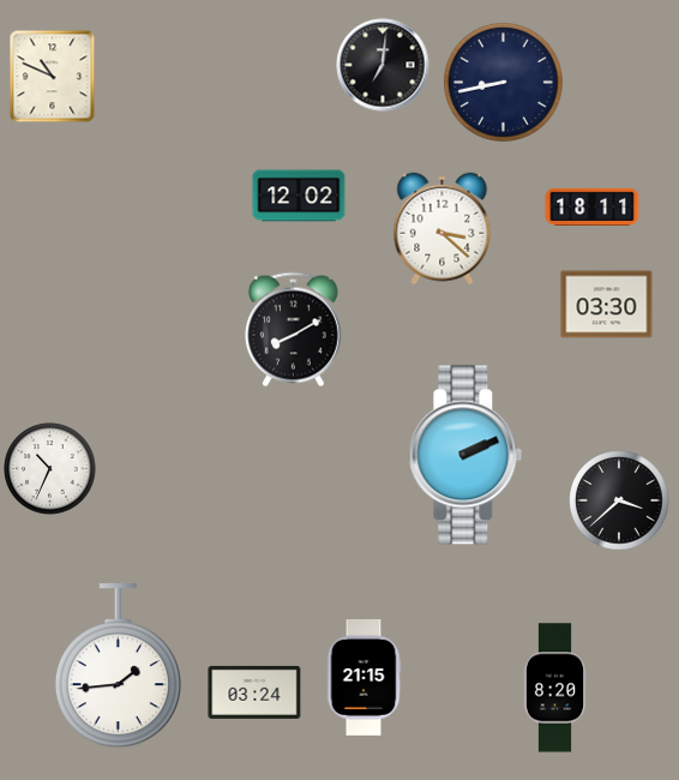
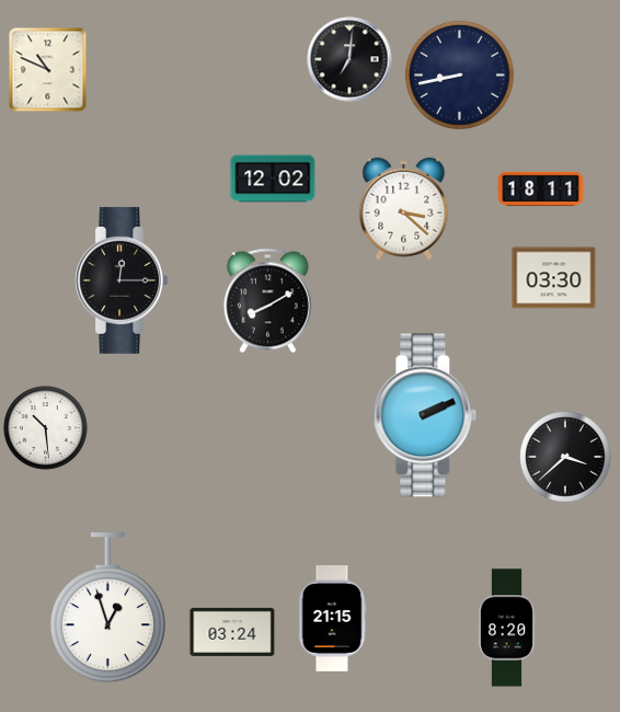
clock at (122, 280): none -> 12:15
clock at (50, 469): 10:34 -> 10:29
clock at (118, 666): 1:44 -> 12:57
